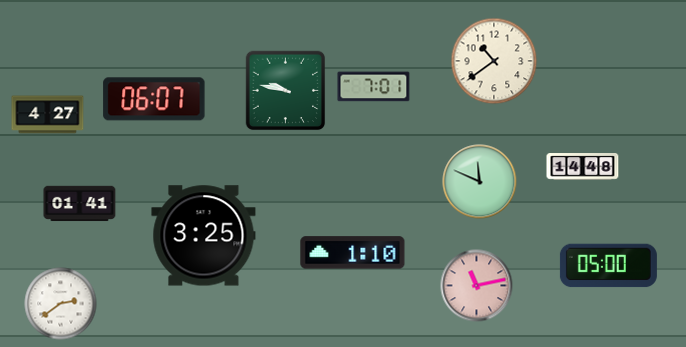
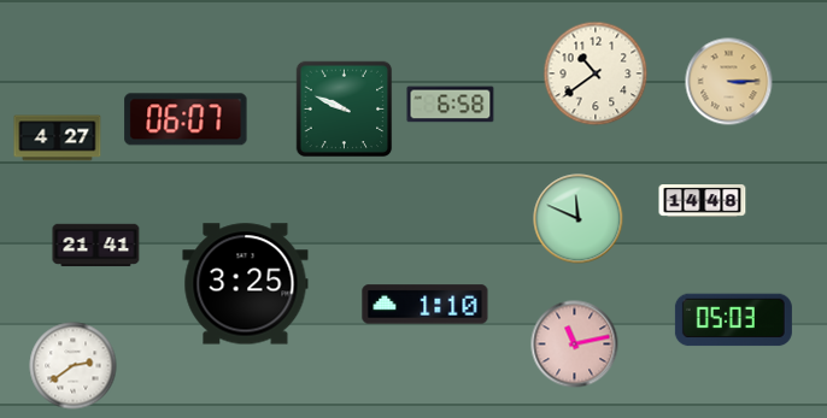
clock at (729, 82): none -> 3:15
clock at (374, 87): 7:01 -> 6:58
clock at (286, 91): 9:47 -> 9:49
clock at (80, 204): 01:41 -> 21:41
clock at (608, 266): 05:00 -> 05:03
